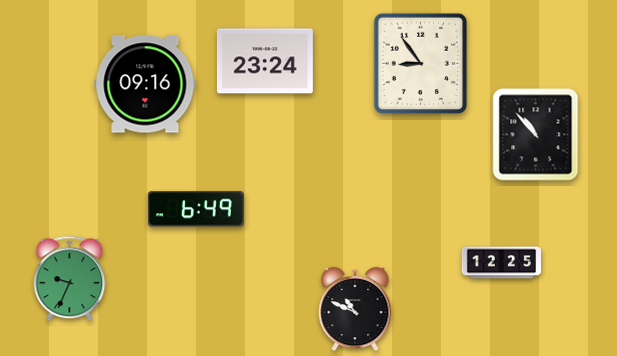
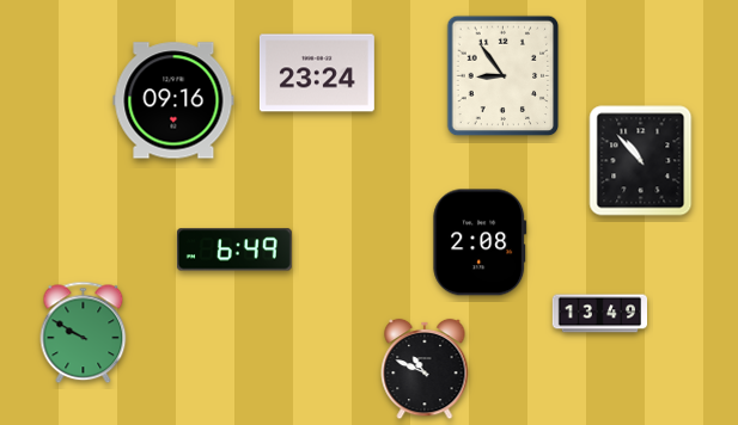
clock at (480, 242): none -> 2:08
clock at (501, 263): 12:25 -> 13:49
clock at (70, 279): 9:34 -> 9:50
